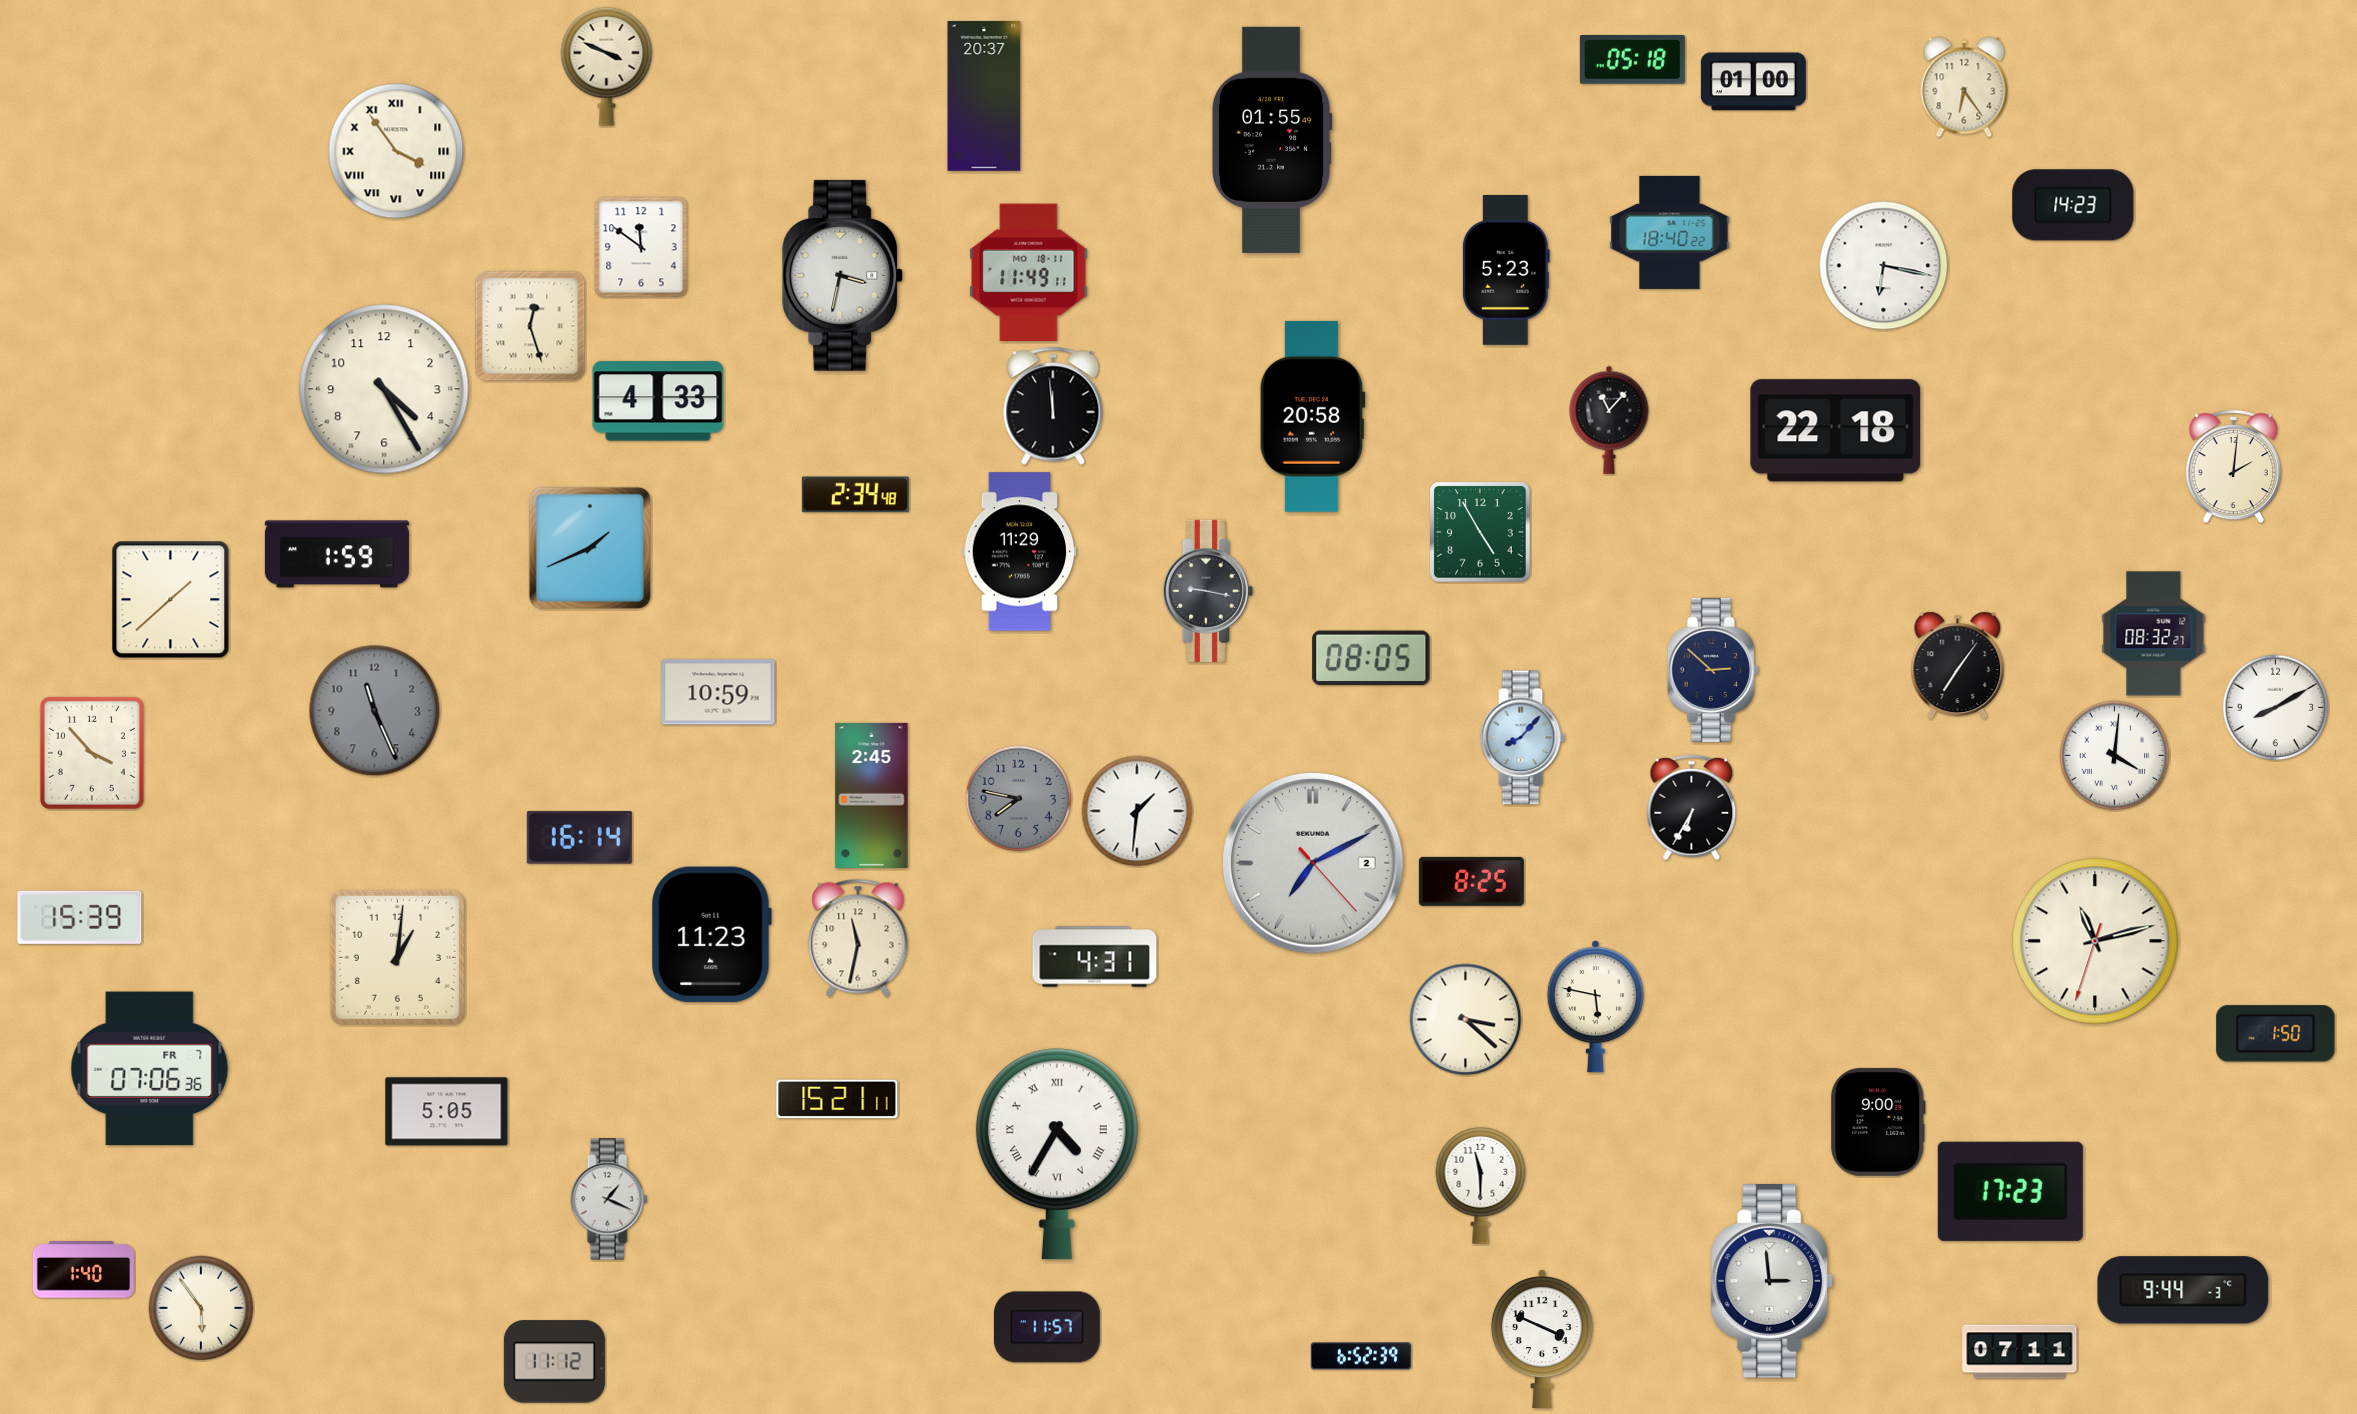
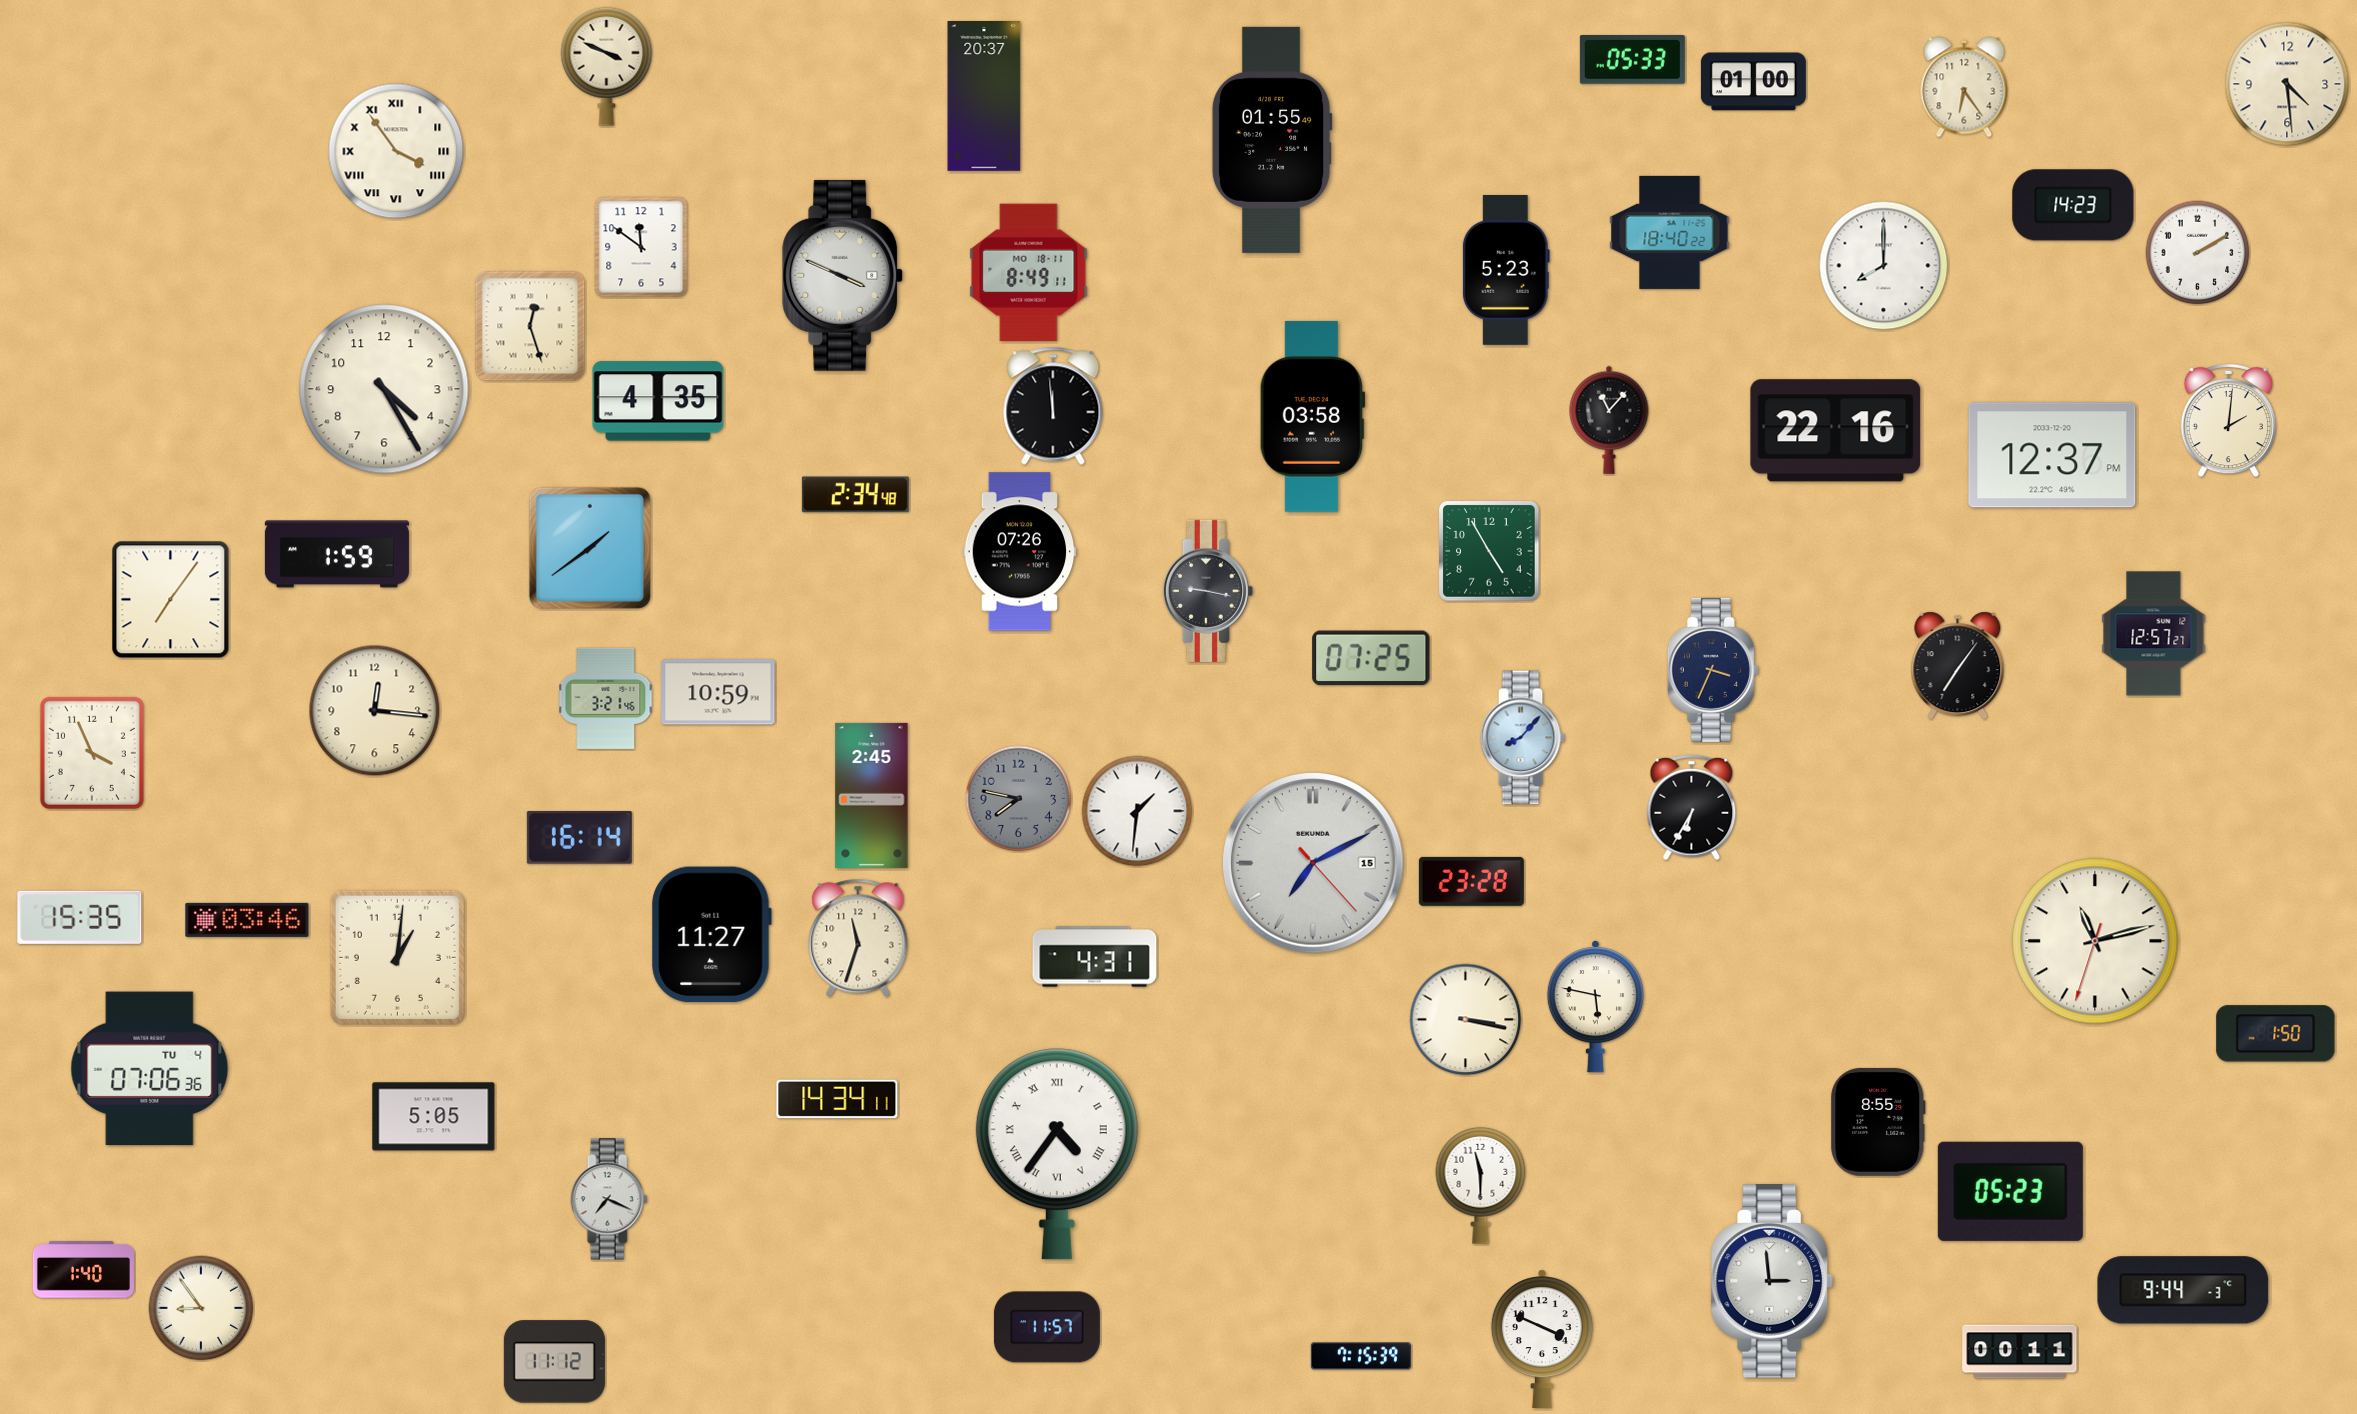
clock at (1632, 60): 05:18 -> 05:33
clock at (2287, 84): none -> 4:29
clock at (2198, 253): none -> 2:10
clock at (1884, 266): 6:17 -> 8:00
clock at (1029, 273): 11:49 -> 8:49
clock at (843, 275): 3:32 -> 3:49
clock at (658, 401): 4:33 -> 4:35
clock at (1312, 416): 20:58 -> 03:58
clock at (1836, 431): 22:18 -> 22:16
clock at (2052, 455): none -> 12:37
clock at (2233, 467) position: (2233, 467) -> (2228, 421)
clock at (1480, 532) position: (1480, 532) -> (1489, 551)
clock at (590, 548): 1:41 -> 1:39
clock at (1020, 552): 11:29 -> 07:26
clock at (171, 600): 1:38 -> 7:06
clock at (2154, 634): 08:32 -> 12:57
clock at (1371, 658): 08:05 -> 07:25
clock at (1713, 670): 2:52 -> 3:34
clock at (606, 698): none -> 3:21
clock at (2276, 708): 8:10 -> none
clock at (375, 711): 11:26 -> 12:16
clock at (375, 711) dial: grey -> cream
clock at (92, 753): 3:53 -> 3:56
clock at (2115, 756): 4:01 -> none
clock at (1313, 863) date: 2 -> 15
clock at (1471, 881): 8:25 -> 23:28
clock at (80, 917): 15:39 -> 15:35
clock at (247, 920): none -> 03:46
clock at (711, 935): 11:23 -> 11:27
clock at (858, 938): 11:32 -> 11:33
clock at (1466, 1020): 3:22 -> 3:17
clock at (150, 1069) date: FR 7 -> TU 4
clock at (837, 1099): 15:21 -> 14:34
clock at (447, 1112) position: (447, 1112) -> (434, 1117)
clock at (1878, 1122): 9:00 -> 8:55
clock at (1057, 1154): 4:35 -> 4:36
clock at (2010, 1191): 17:23 -> 05:23
clock at (609, 1199): 1:19 -> 7:19
clock at (201, 1308): 5:54 -> 8:54
clock at (2020, 1352): 07:11 -> 00:11
clock at (1361, 1356): 6:52 -> 7:15
